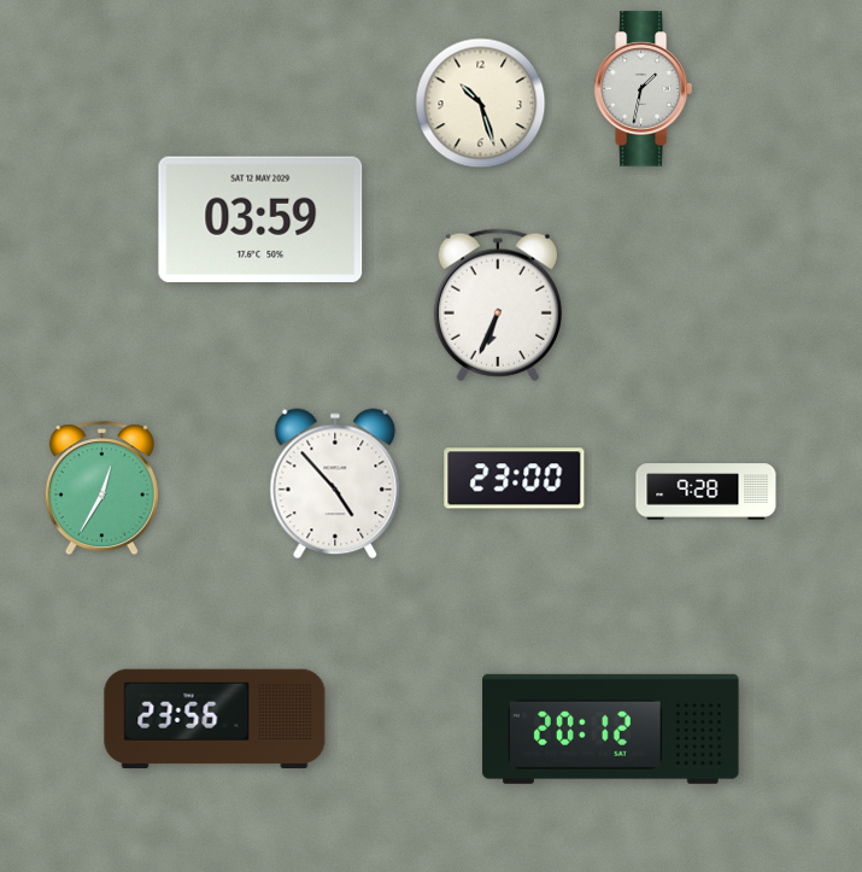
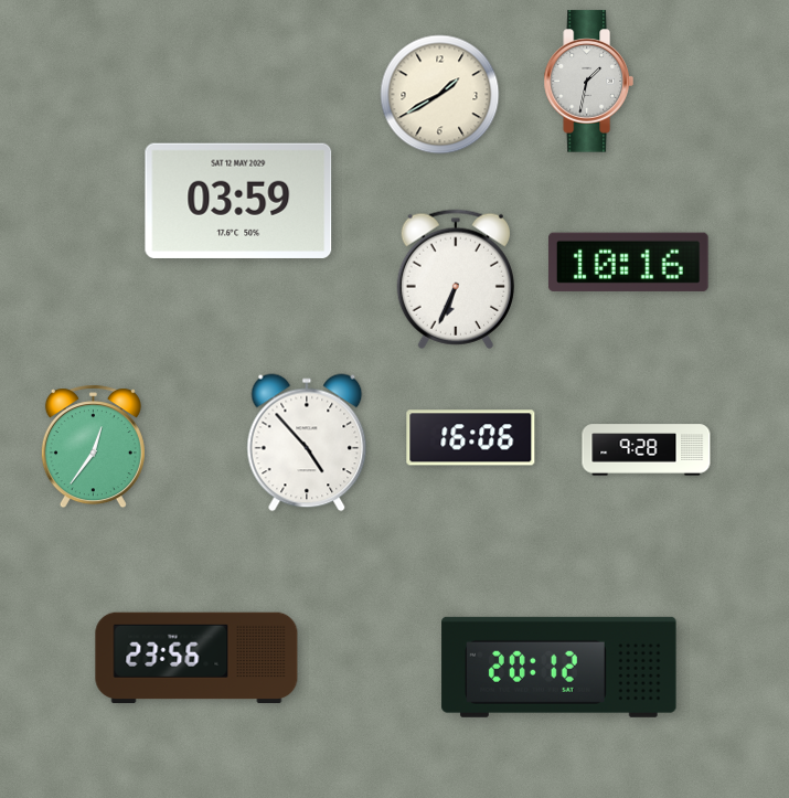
clock at (481, 104): 10:27 -> 1:40
clock at (628, 262): none -> 10:16
clock at (515, 479): 23:00 -> 16:06
clock at (101, 488): 12:35 -> 12:36
